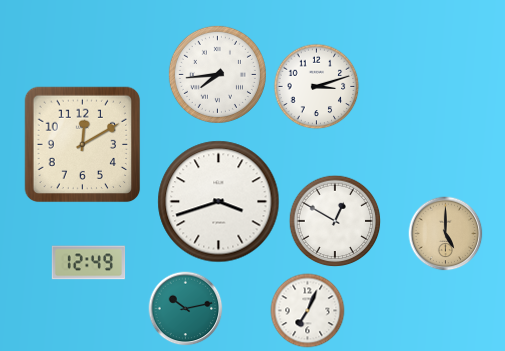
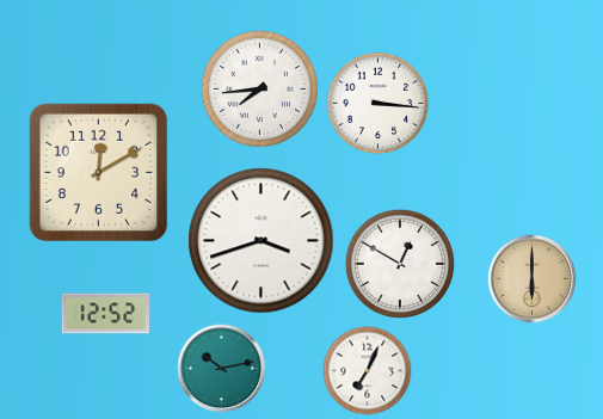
clock at (317, 87): 3:12 -> 3:16
clock at (446, 234): 5:00 -> 6:00
clock at (89, 263): 12:49 -> 12:52
